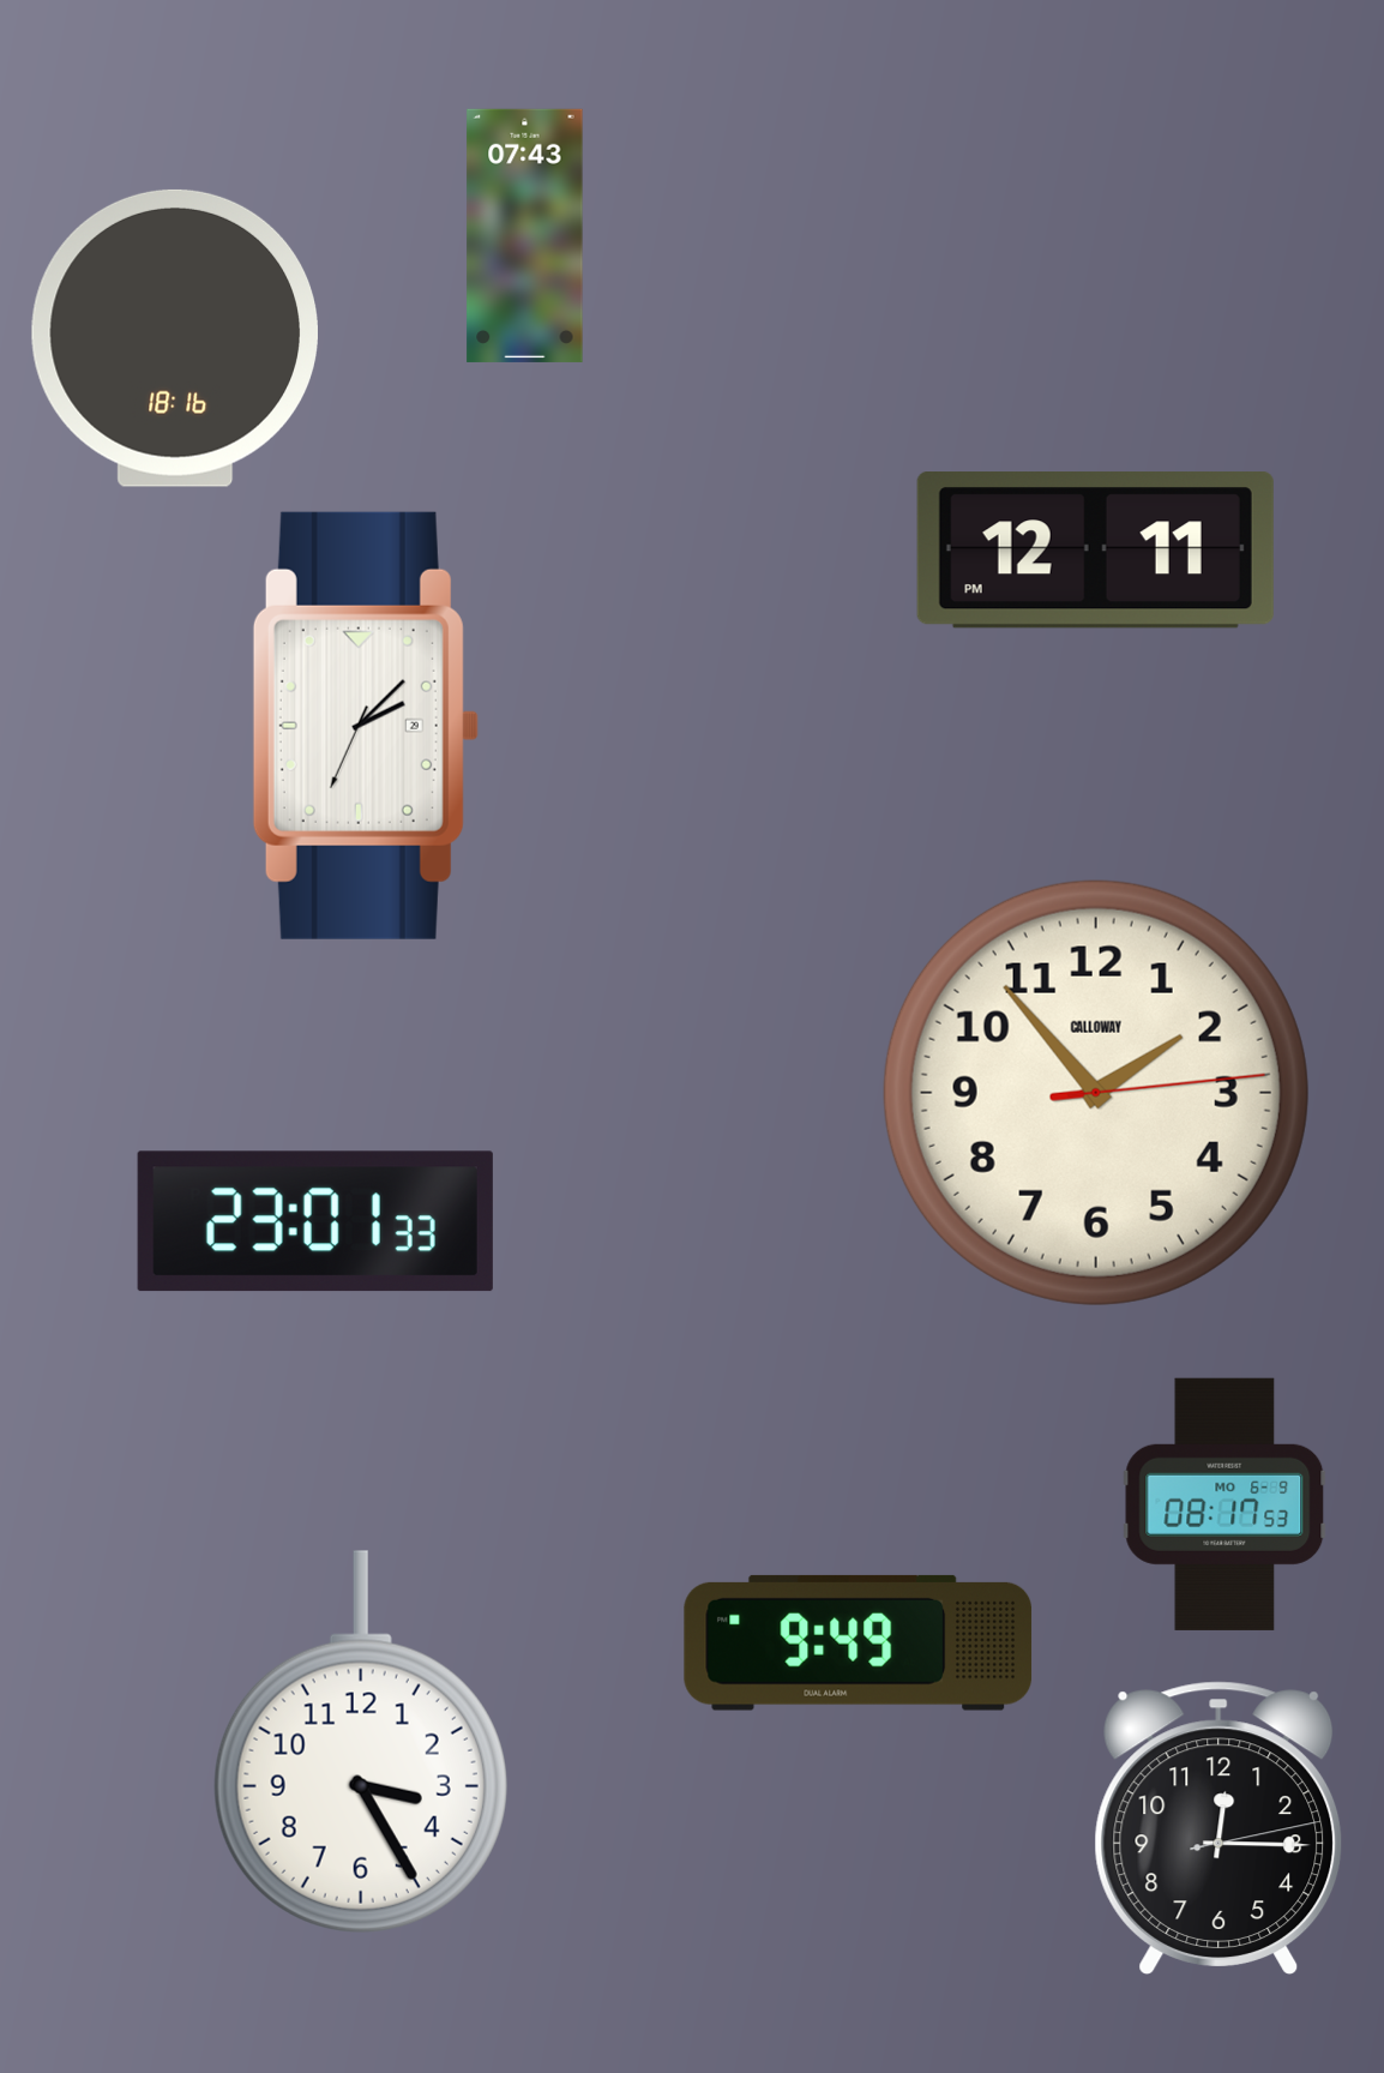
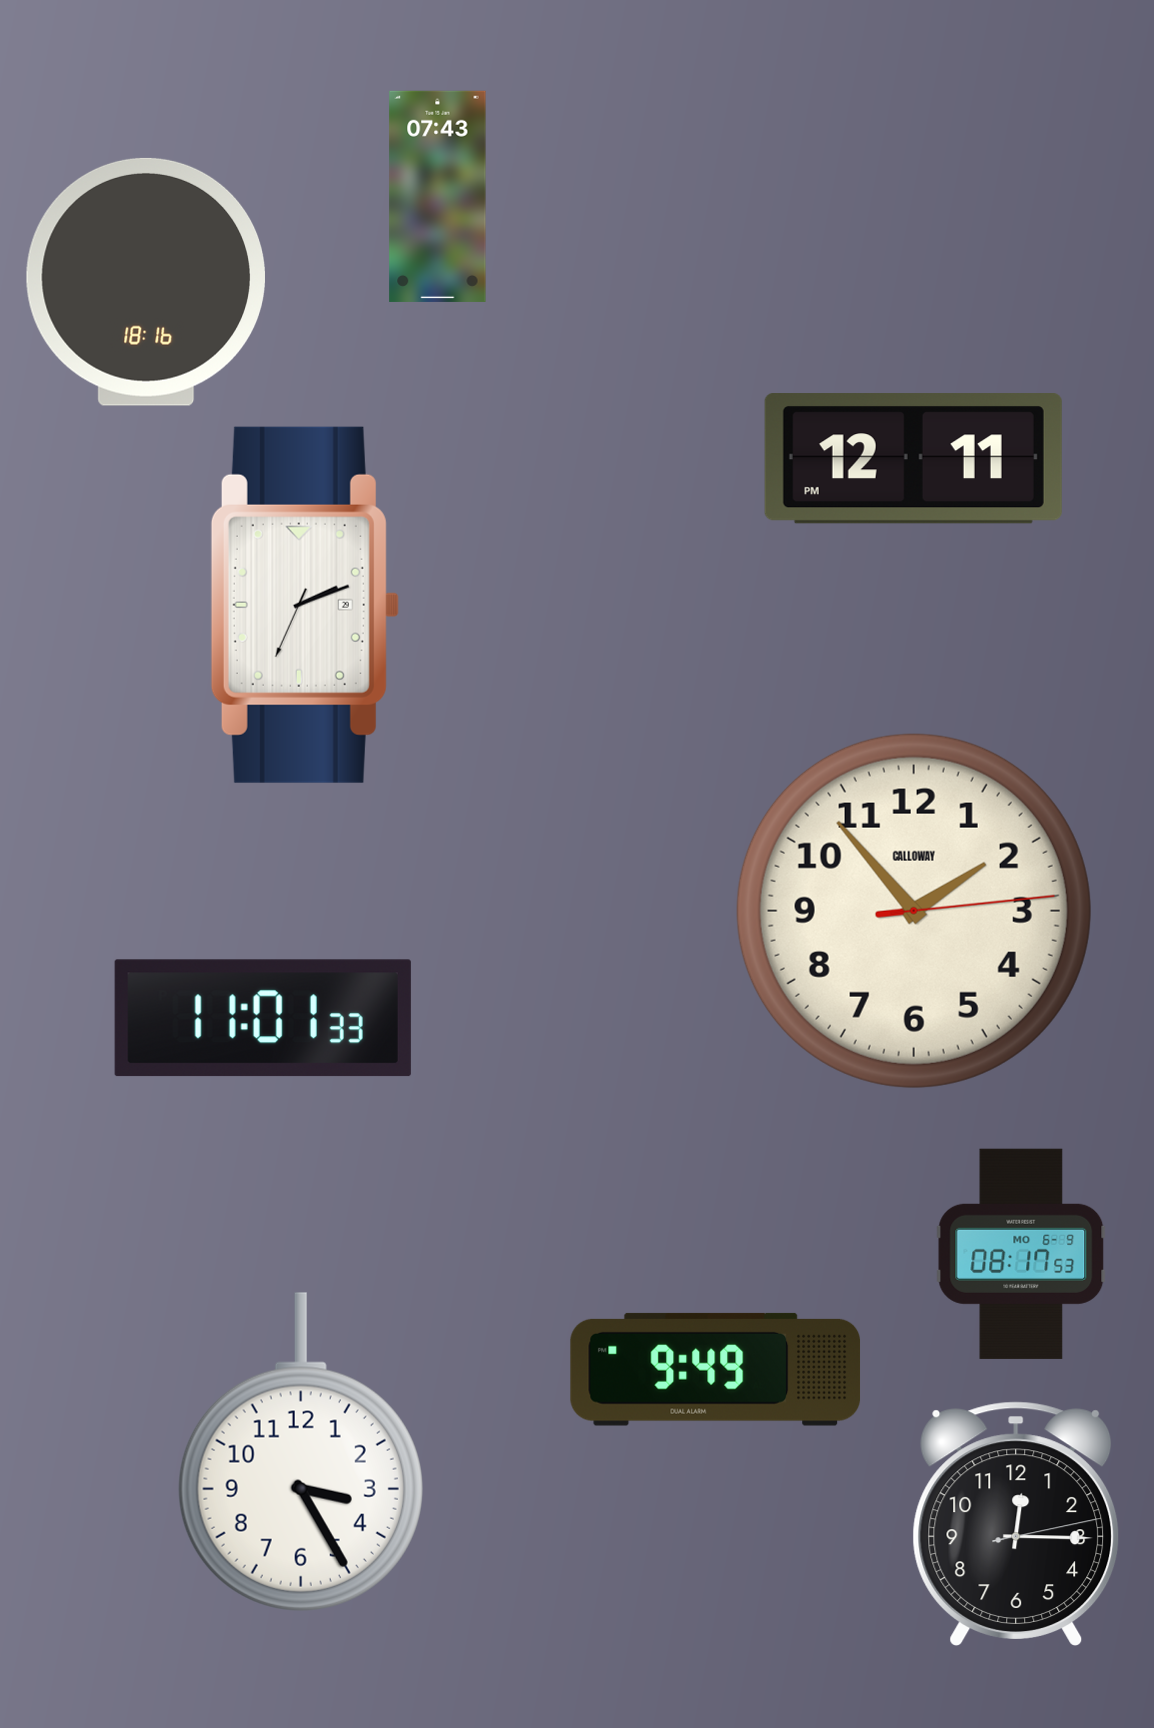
clock at (366, 726): 2:07 -> 2:11
clock at (315, 1221): 23:01 -> 11:01
